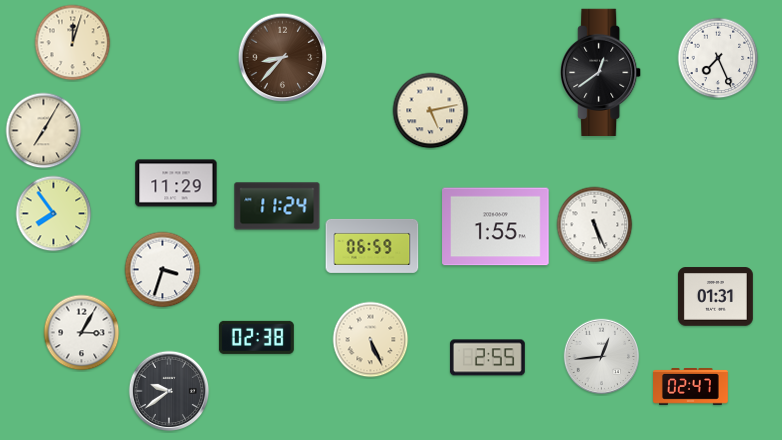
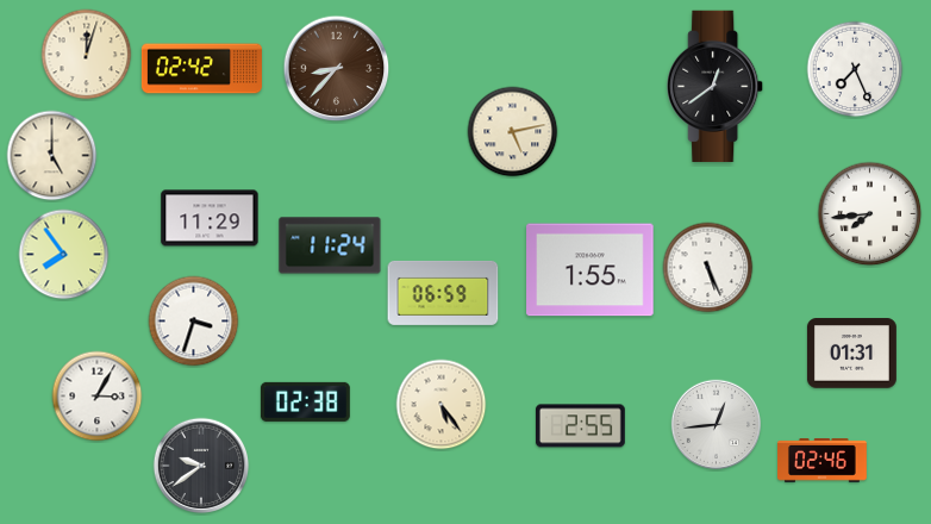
clock at (73, 43) position: (73, 43) -> (87, 55)
clock at (201, 69): none -> 02:42
clock at (44, 131): 7:05 -> 5:00
clock at (870, 214): none -> 7:44
clock at (371, 340): 5:26 -> 5:24
clock at (691, 387): 02:47 -> 02:46
